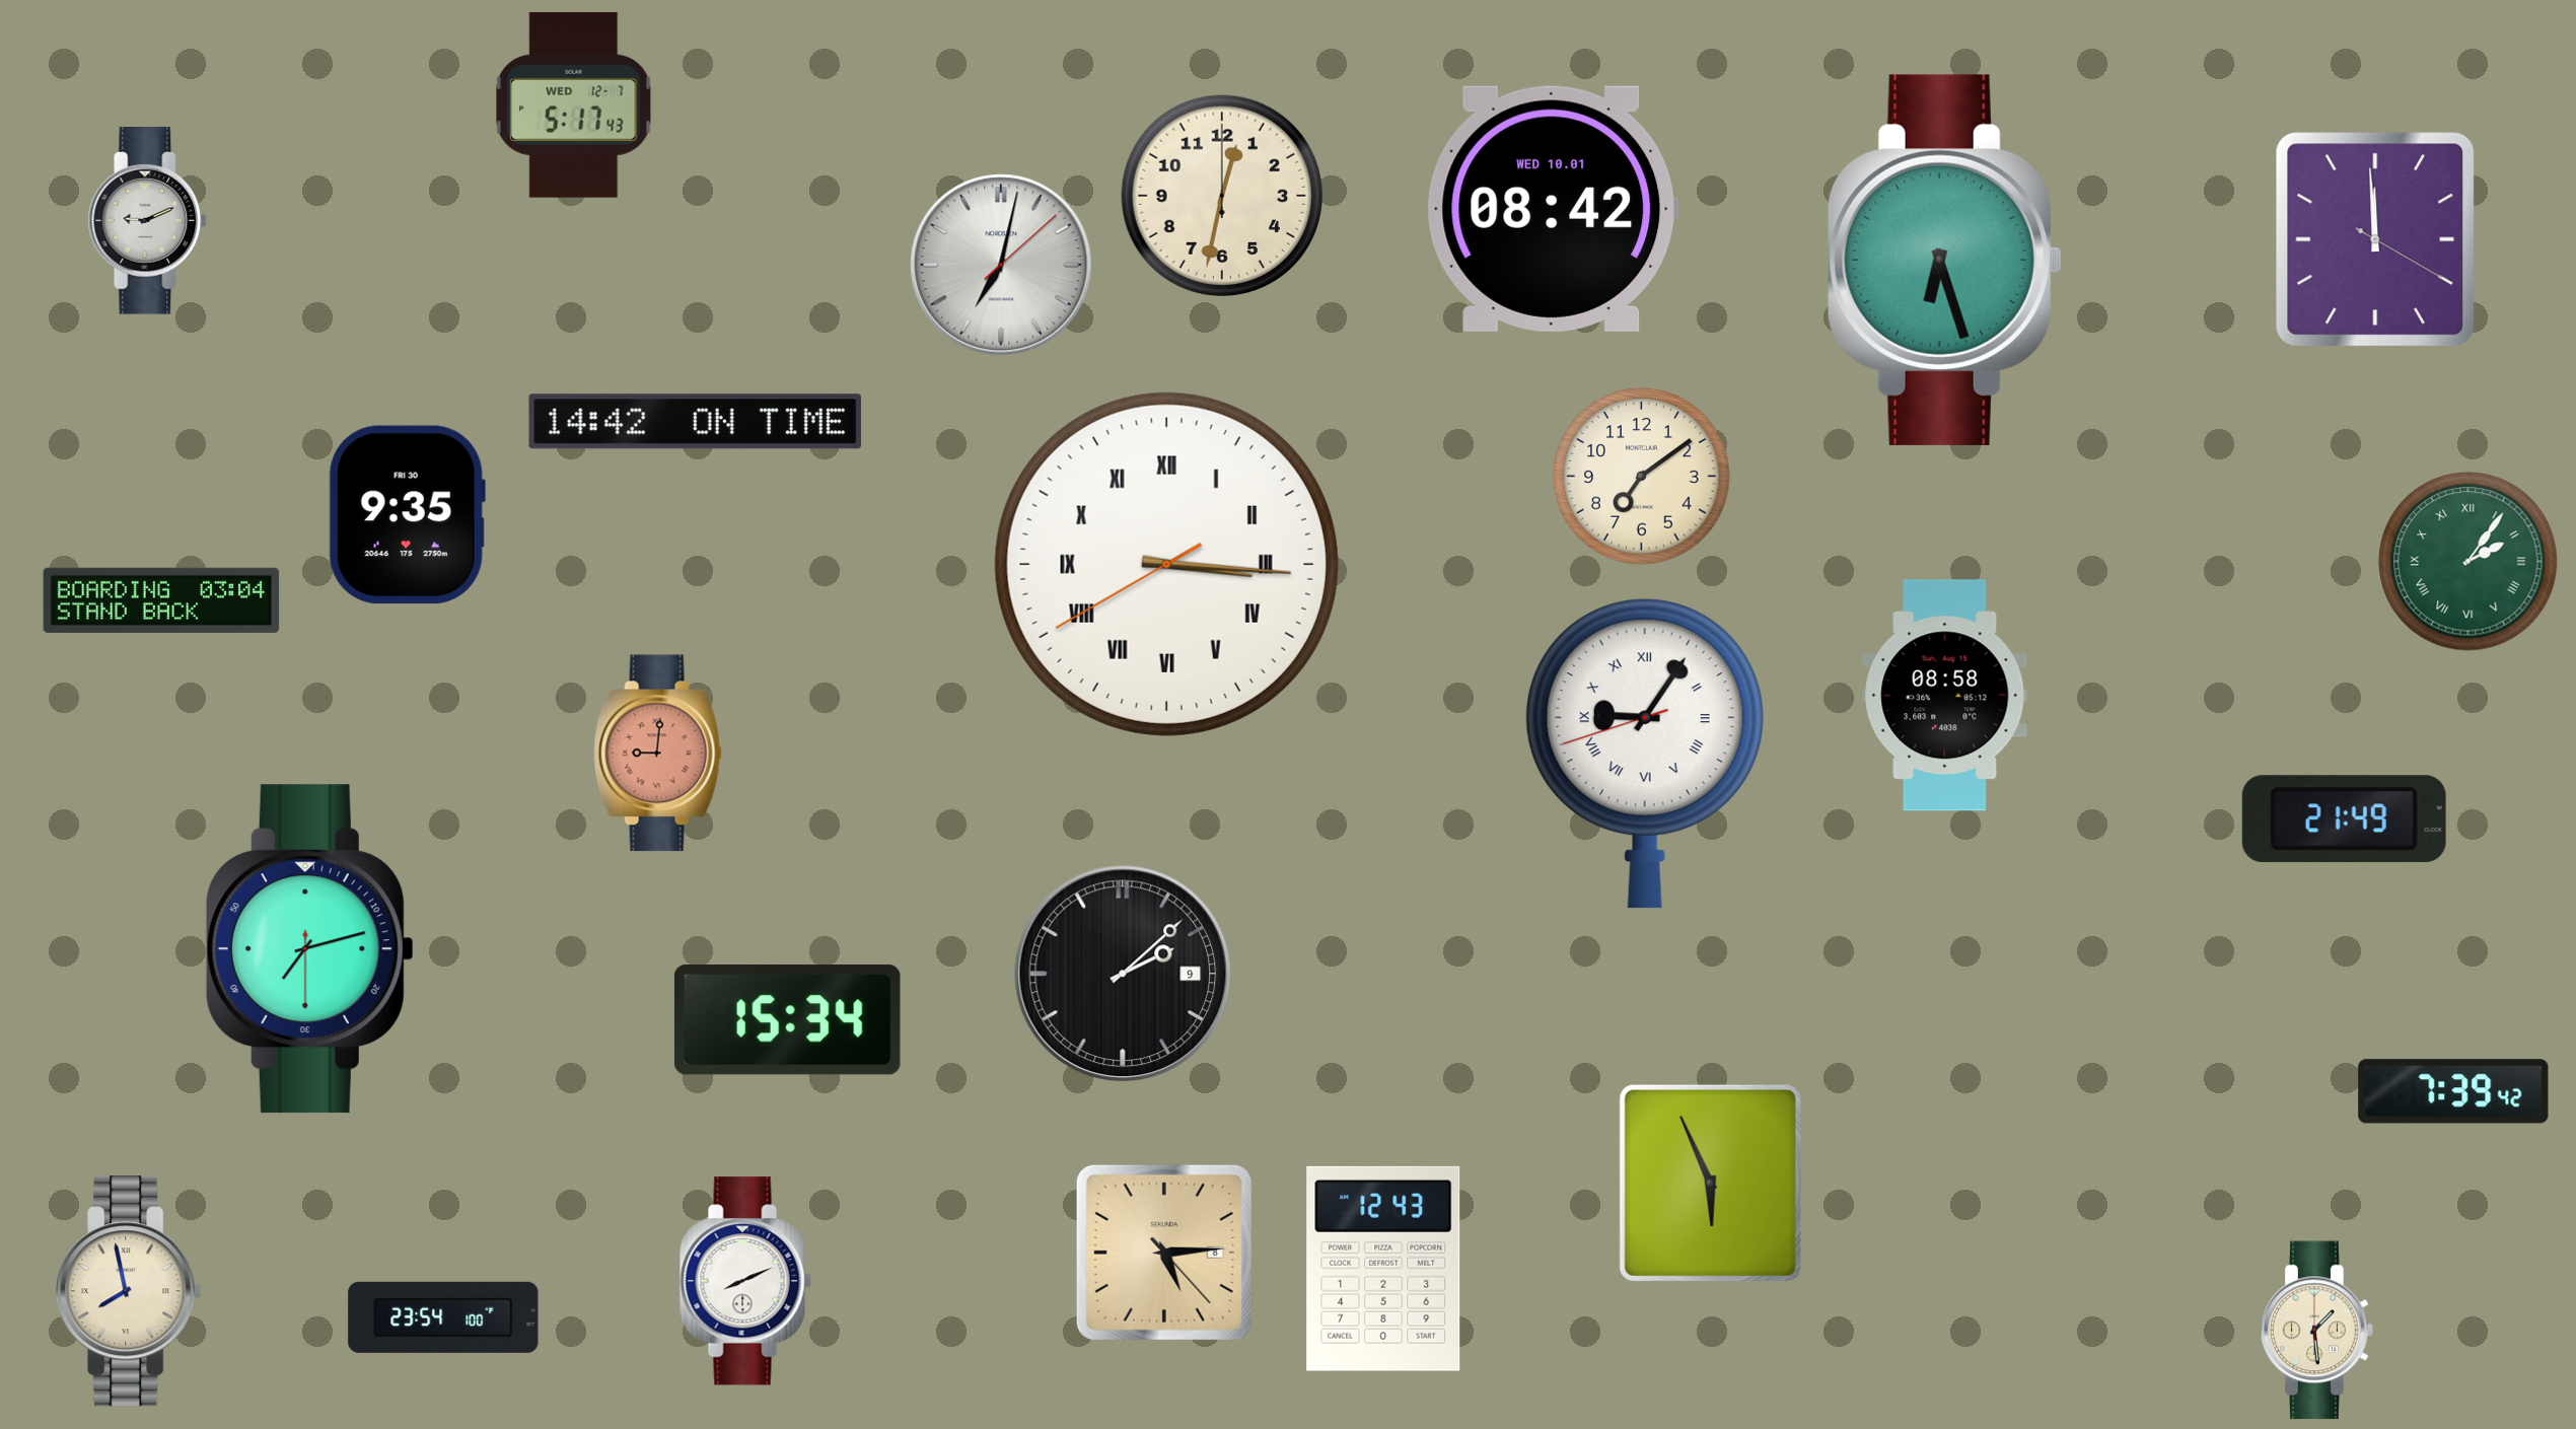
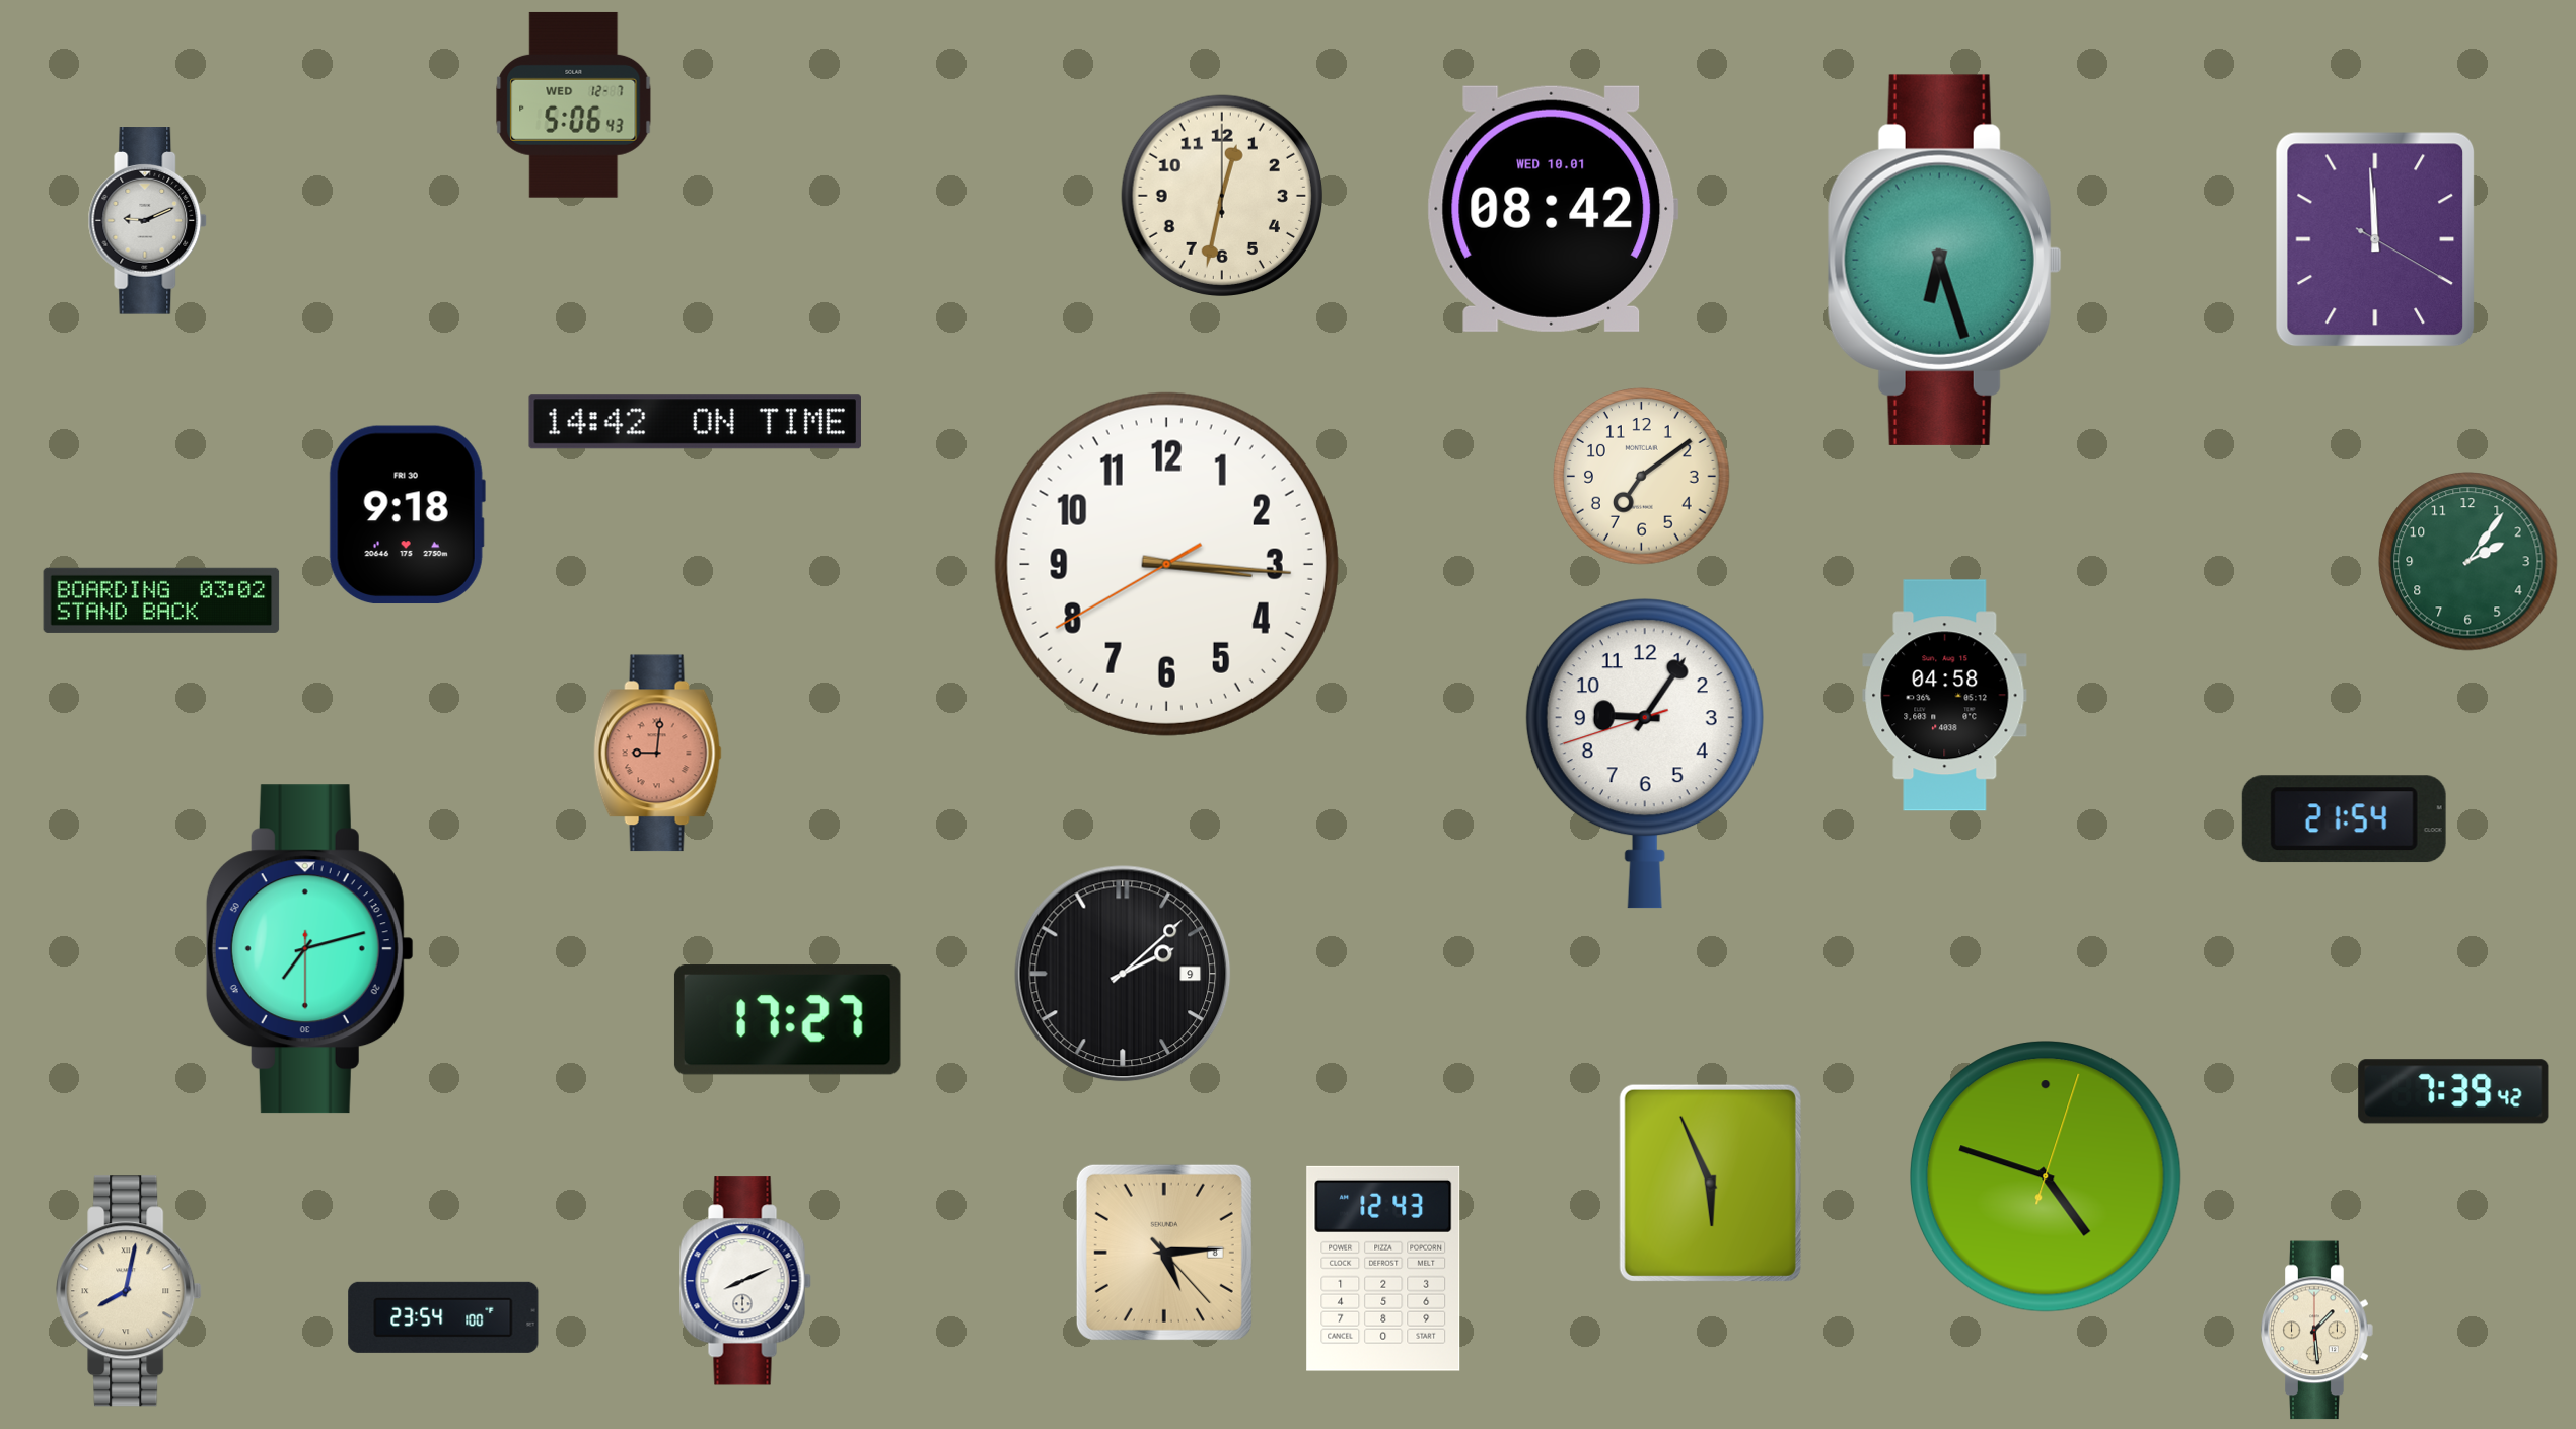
clock at (574, 104): 5:17 -> 5:06
clock at (1001, 265): 7:02 -> none
clock at (407, 515): 9:35 -> 9:18
clock at (2468, 562) numerals: Roman -> Arabic
clock at (1166, 564) numerals: Roman -> Arabic
clock at (161, 600): 03:04 -> 03:02
clock at (1945, 696): 08:58 -> 04:58
clock at (1645, 754) numerals: Roman -> Arabic
clock at (2344, 819): 21:49 -> 21:54
clock at (787, 1020): 15:34 -> 17:27
clock at (2047, 1177): none -> 4:48
clock at (129, 1291): 7:58 -> 8:02
